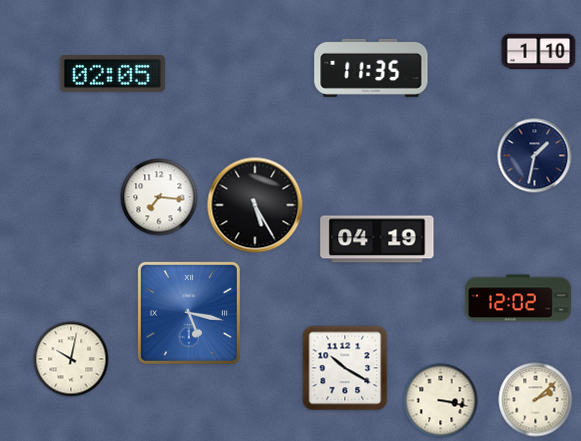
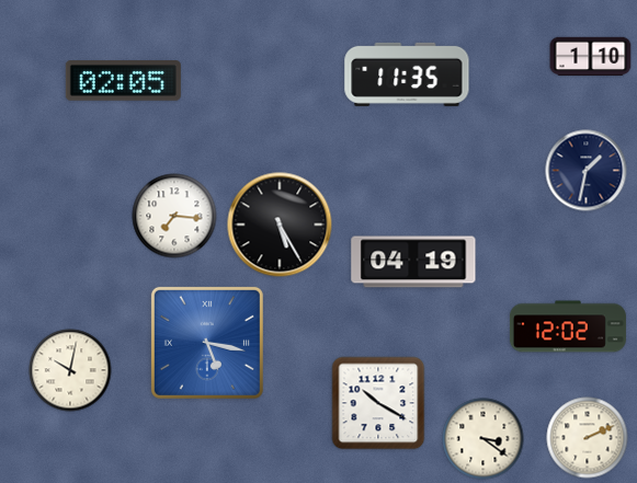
clock at (71, 359) position: (71, 359) -> (70, 370)
clock at (536, 400): 2:08 -> 2:11
clock at (441, 401): 3:17 -> 3:21
